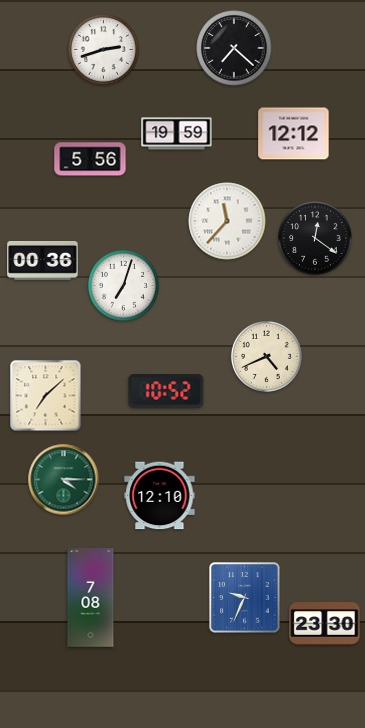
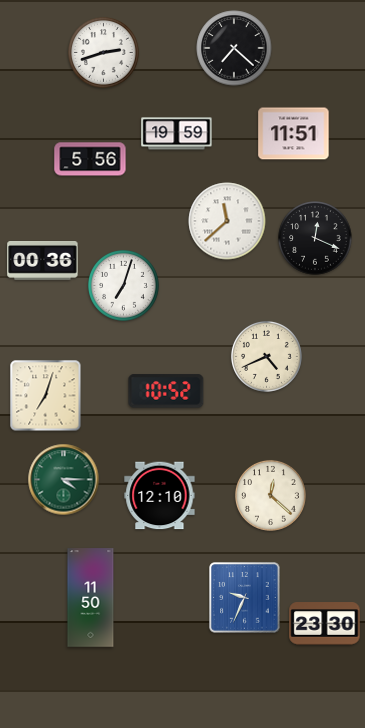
clock at (104, 50) position: (104, 50) -> (104, 53)
clock at (294, 134): 12:12 -> 11:51
clock at (227, 221): 11:37 -> 11:38
clock at (315, 238): 12:21 -> 12:19
clock at (46, 396): 7:08 -> 7:03
clock at (271, 496): none -> 12:22
clock at (91, 598): 7:08 -> 11:50
